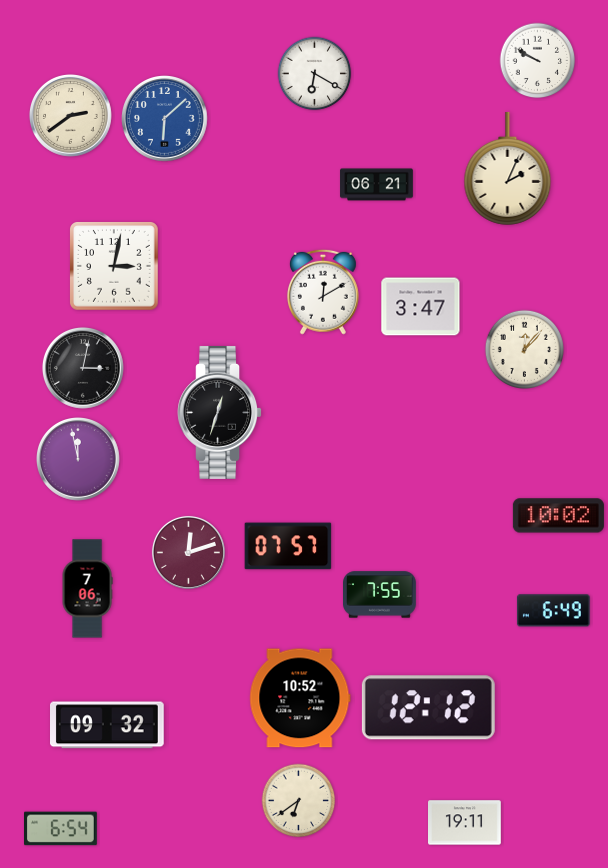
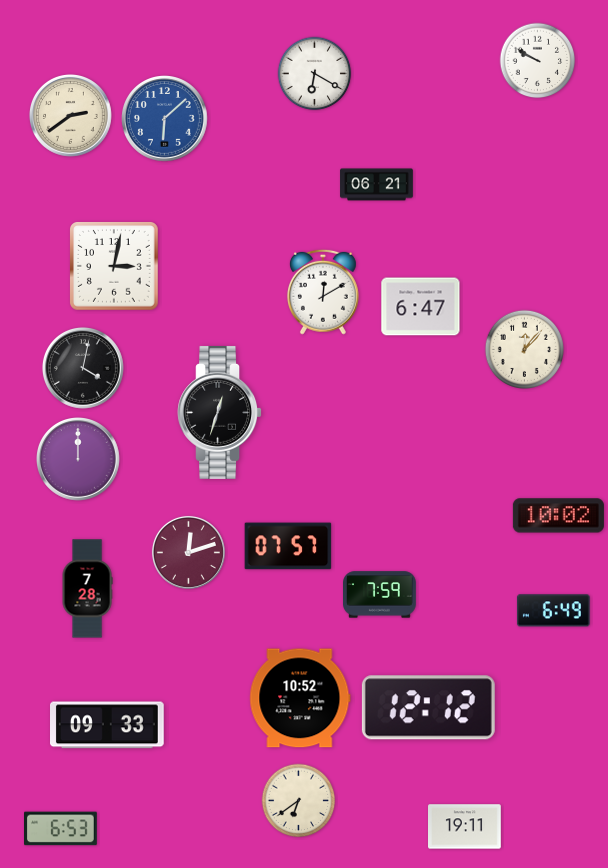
clock at (508, 168): 2:04 -> none
clock at (421, 307): 3:47 -> 6:47
clock at (83, 368): 3:02 -> 4:02
clock at (79, 460): 11:58 -> 12:00
clock at (87, 589): 7:06 -> 7:28
clock at (380, 595): 7:55 -> 7:59
clock at (108, 725): 09:32 -> 09:33
clock at (465, 823) position: (465, 823) -> (465, 827)
clock at (61, 829): 6:54 -> 6:53
